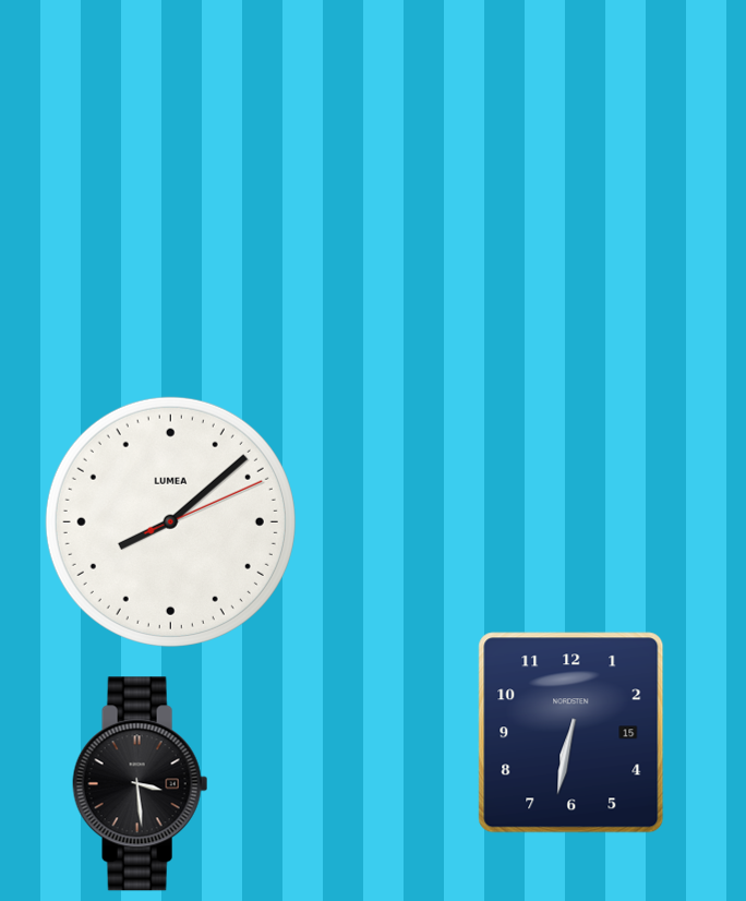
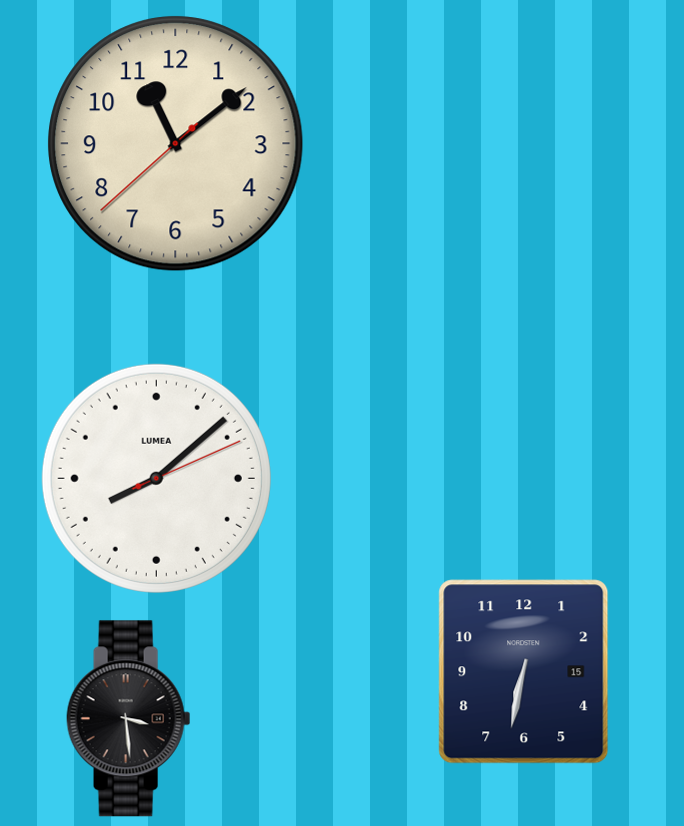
clock at (176, 144): none -> 11:08
